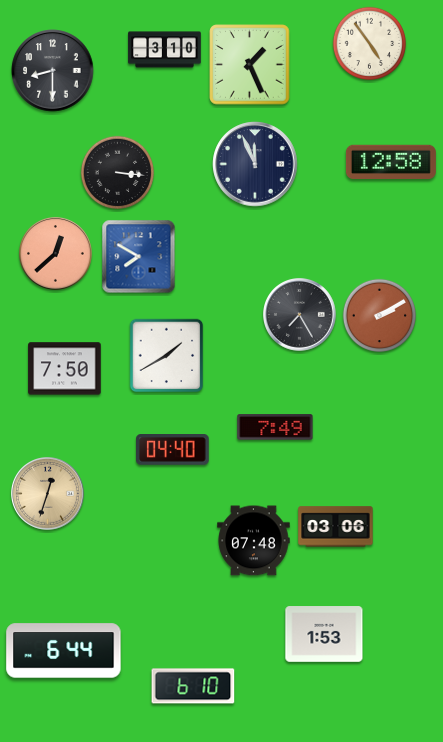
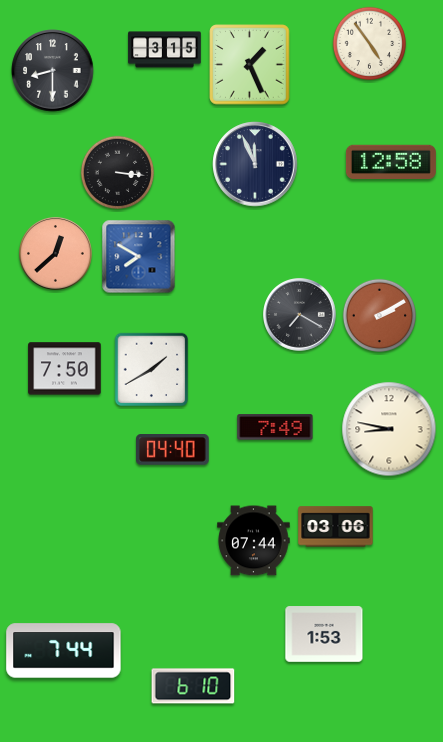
clock at (165, 50): 3:10 -> 3:15
clock at (300, 315): 7:25 -> 7:20
clock at (167, 356) position: (167, 356) -> (152, 370)
clock at (389, 429): none -> 8:47
clock at (48, 494): 12:33 -> none
clock at (254, 541): 07:48 -> 07:44
clock at (64, 651): 6:44 -> 7:44
